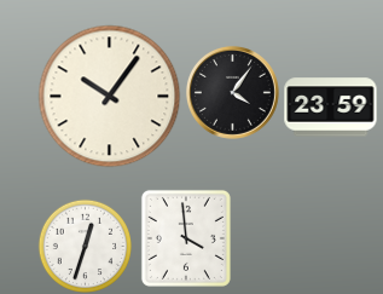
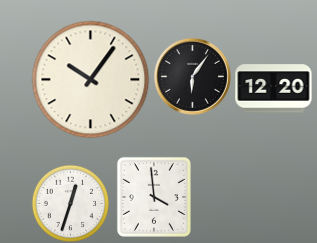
clock at (232, 92): 4:06 -> 6:06
clock at (331, 108): 23:59 -> 12:20
